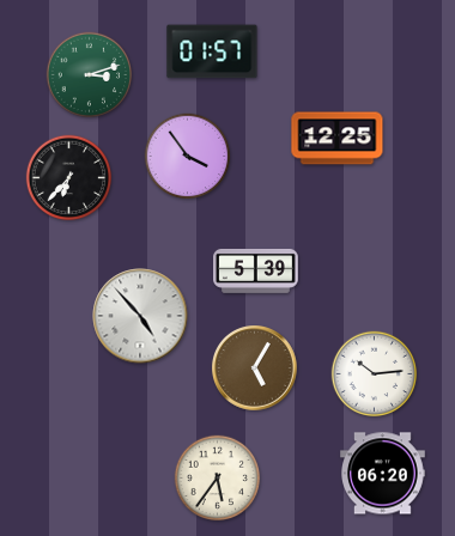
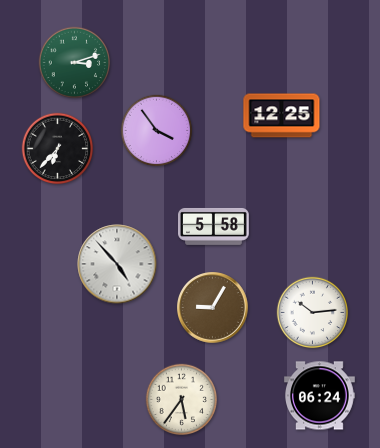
clock at (212, 51): 01:57 -> none
clock at (256, 270): 5:39 -> 5:58
clock at (255, 368): 5:05 -> 9:05
clock at (383, 474): 06:20 -> 06:24
